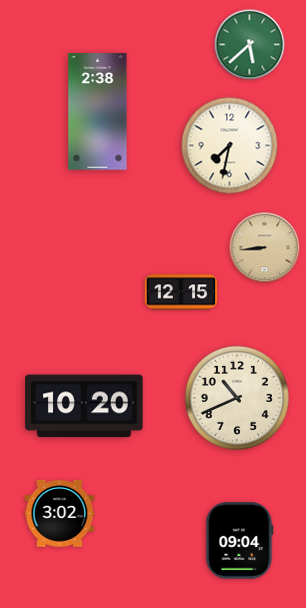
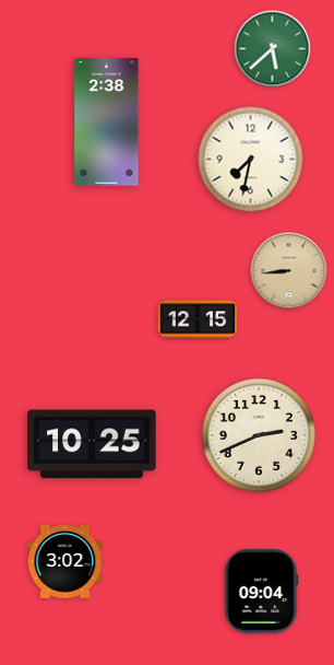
clock at (237, 398): 10:41 -> 2:41
clock at (84, 406): 10:20 -> 10:25
